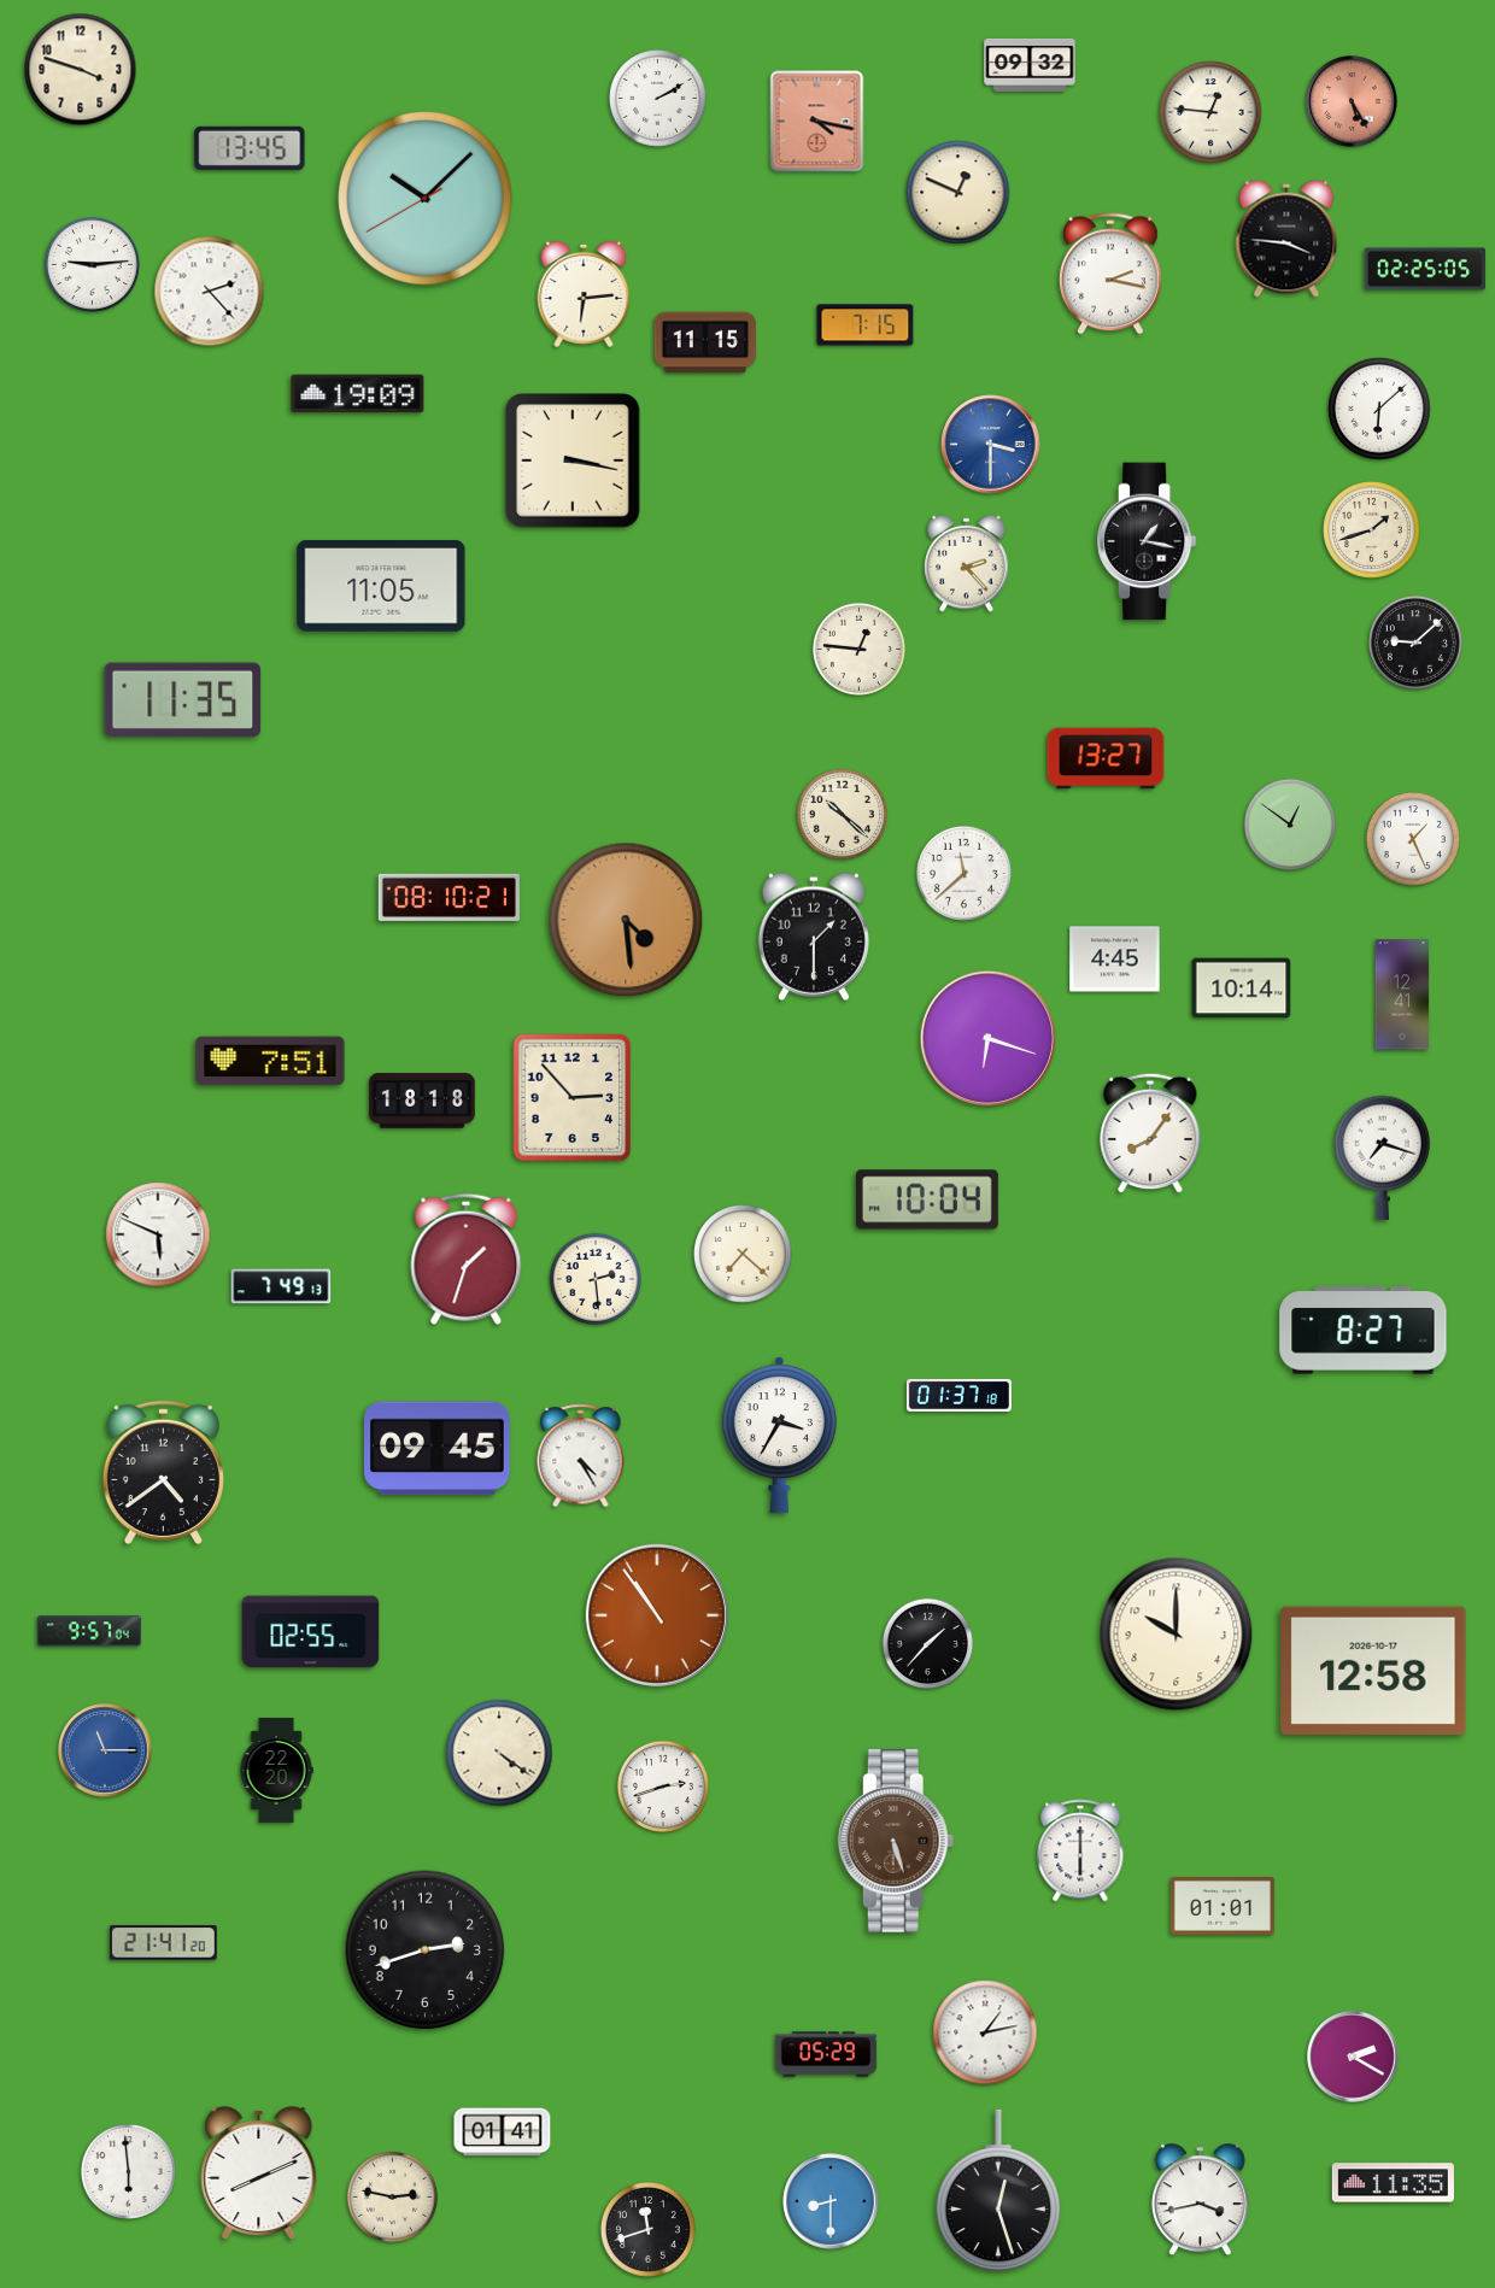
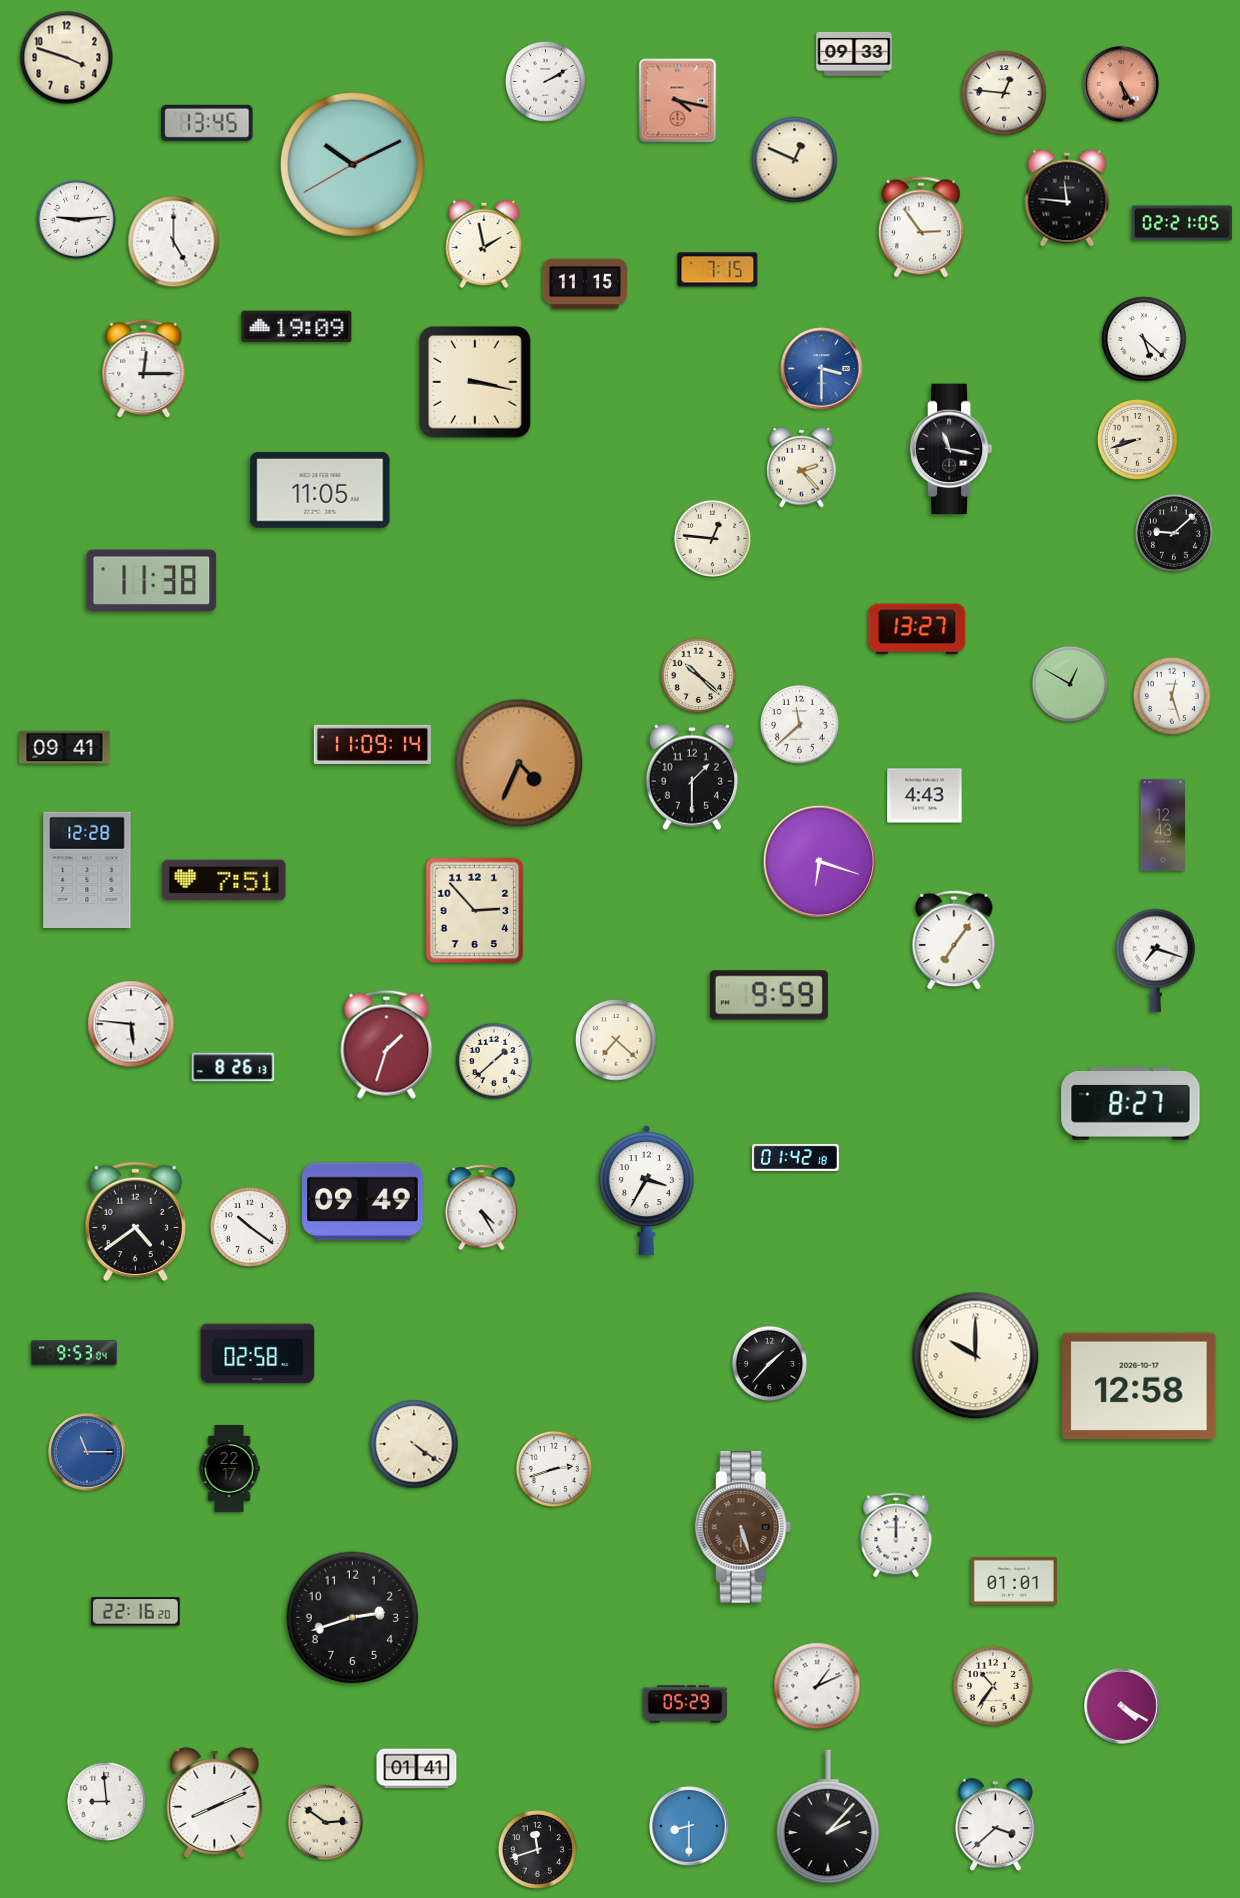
clock at (1030, 65): 09:32 -> 09:33
clock at (426, 199): 10:07 -> 10:10
clock at (1286, 239): 3:46 -> 11:46
clock at (1425, 269): 02:25 -> 02:21
clock at (1110, 274): 2:17 -> 2:54
clock at (210, 292): 2:23 -> 5:00
clock at (584, 294): 6:14 -> 1:58
clock at (1379, 409): 6:08 -> 5:22
clock at (144, 369): none -> 12:15
clock at (1372, 530): 1:42 -> 8:42
clock at (1147, 541): 1:17 -> 11:17
clock at (381, 587) position: (381, 587) -> (320, 491)
clock at (183, 700): 11:35 -> 11:38
clock at (1290, 825): 12:51 -> 12:50
clock at (1413, 839): 1:26 -> 12:27
clock at (448, 897): 08:10 -> 11:09
clock at (65, 748): none -> 09:41
clock at (626, 920): 4:29 -> 4:34
clock at (814, 937) position: (814, 937) -> (692, 777)
clock at (1115, 960): 4:45 -> 4:43
clock at (1242, 988): 10:14 -> none
clock at (1402, 995): 12:41 -> 12:43
clock at (87, 869): none -> 12:28
clock at (423, 1101): 18:18 -> none
clock at (1150, 1133): 8:06 -> 7:06
clock at (1382, 1157) position: (1382, 1157) -> (1155, 960)
clock at (927, 1199): 10:04 -> 9:59
clock at (158, 1234): 5:49 -> 5:46
clock at (596, 1279): 2:29 -> 1:38
clock at (281, 1286): 7:49 -> 8:26
clock at (958, 1395): 01:37 -> 01:42
clock at (438, 1449): 09:45 -> 09:49
clock at (250, 1227): none -> 10:21
clock at (657, 1615): 10:54 -> none
clock at (89, 1631): 9:57 -> 9:53
clock at (311, 1632): 02:55 -> 02:58
clock at (499, 1753) position: (499, 1753) -> (414, 1444)
clock at (276, 1770): 22:20 -> 22:17
clock at (663, 1787) position: (663, 1787) -> (554, 1469)
clock at (1080, 1850): 6:00 -> 12:00
clock at (164, 1943): 21:41 -> 22:16
clock at (985, 2032): 1:13 -> 1:11
clock at (993, 1686): none -> 10:36
clock at (1354, 2058): 2:20 -> 4:20
clock at (128, 2171): 5:59 -> 8:59
clock at (1393, 2183): 11:35 -> none
clock at (998, 2190): 12:27 -> 2:07
clock at (392, 2196): 2:47 -> 2:51
clock at (1200, 2200): 3:43 -> 3:38
